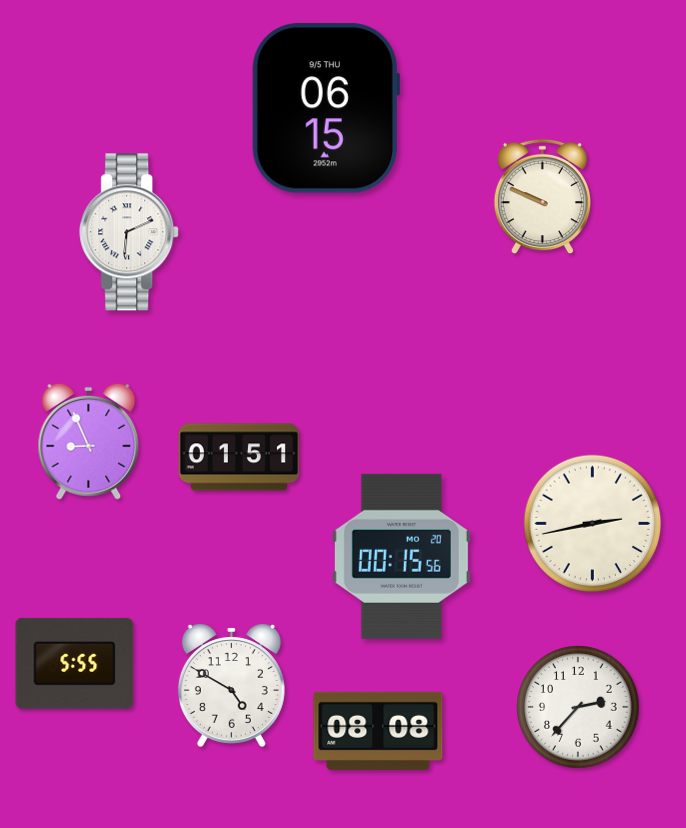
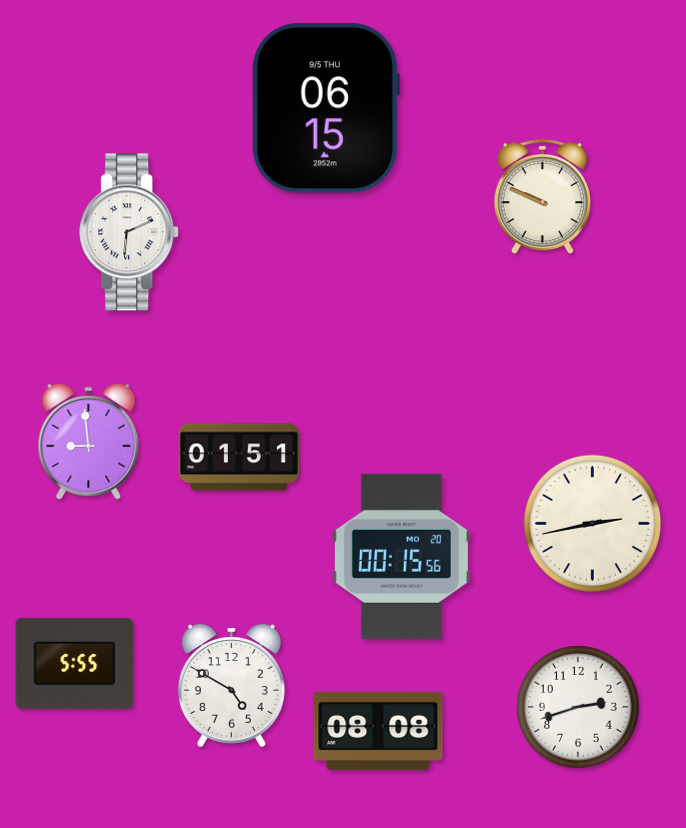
clock at (89, 441): 8:56 -> 8:59
clock at (578, 707): 2:37 -> 2:42
